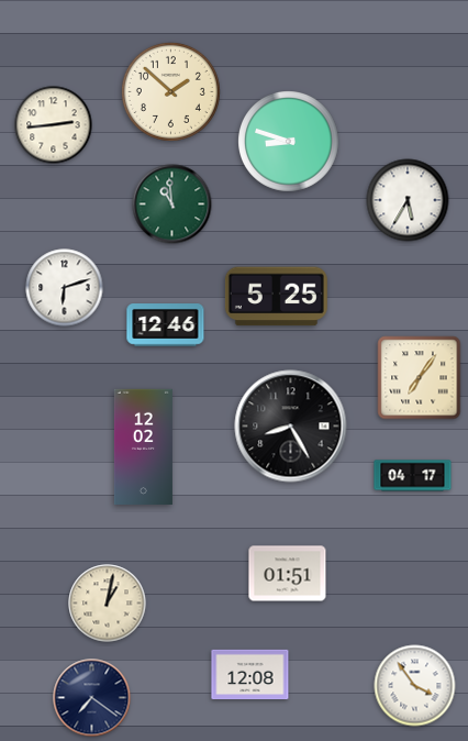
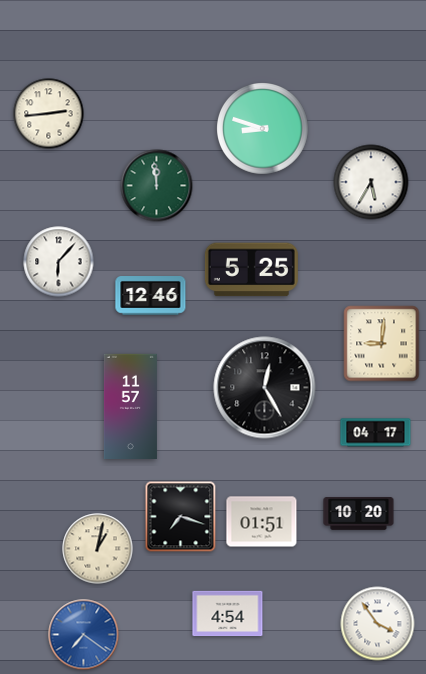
clock at (170, 91): 1:52 -> none
clock at (172, 204): 10:59 -> 11:59
clock at (65, 288): 6:12 -> 6:07
clock at (420, 378): 7:06 -> 9:01
clock at (291, 427): 8:25 -> 12:25
clock at (143, 446): 12:02 -> 11:57
clock at (359, 514): none -> 10:20
clock at (181, 517): none -> 7:18
clock at (250, 675): 12:08 -> 4:54
clock at (92, 698) dial: navy -> blue
